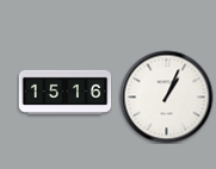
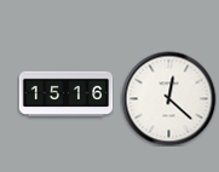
clock at (166, 96): 1:04 -> 12:22
